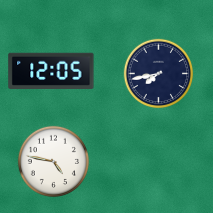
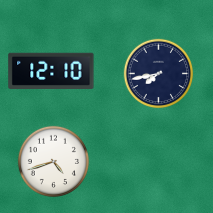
clock at (51, 71): 12:05 -> 12:10
clock at (53, 161): 4:47 -> 4:42
